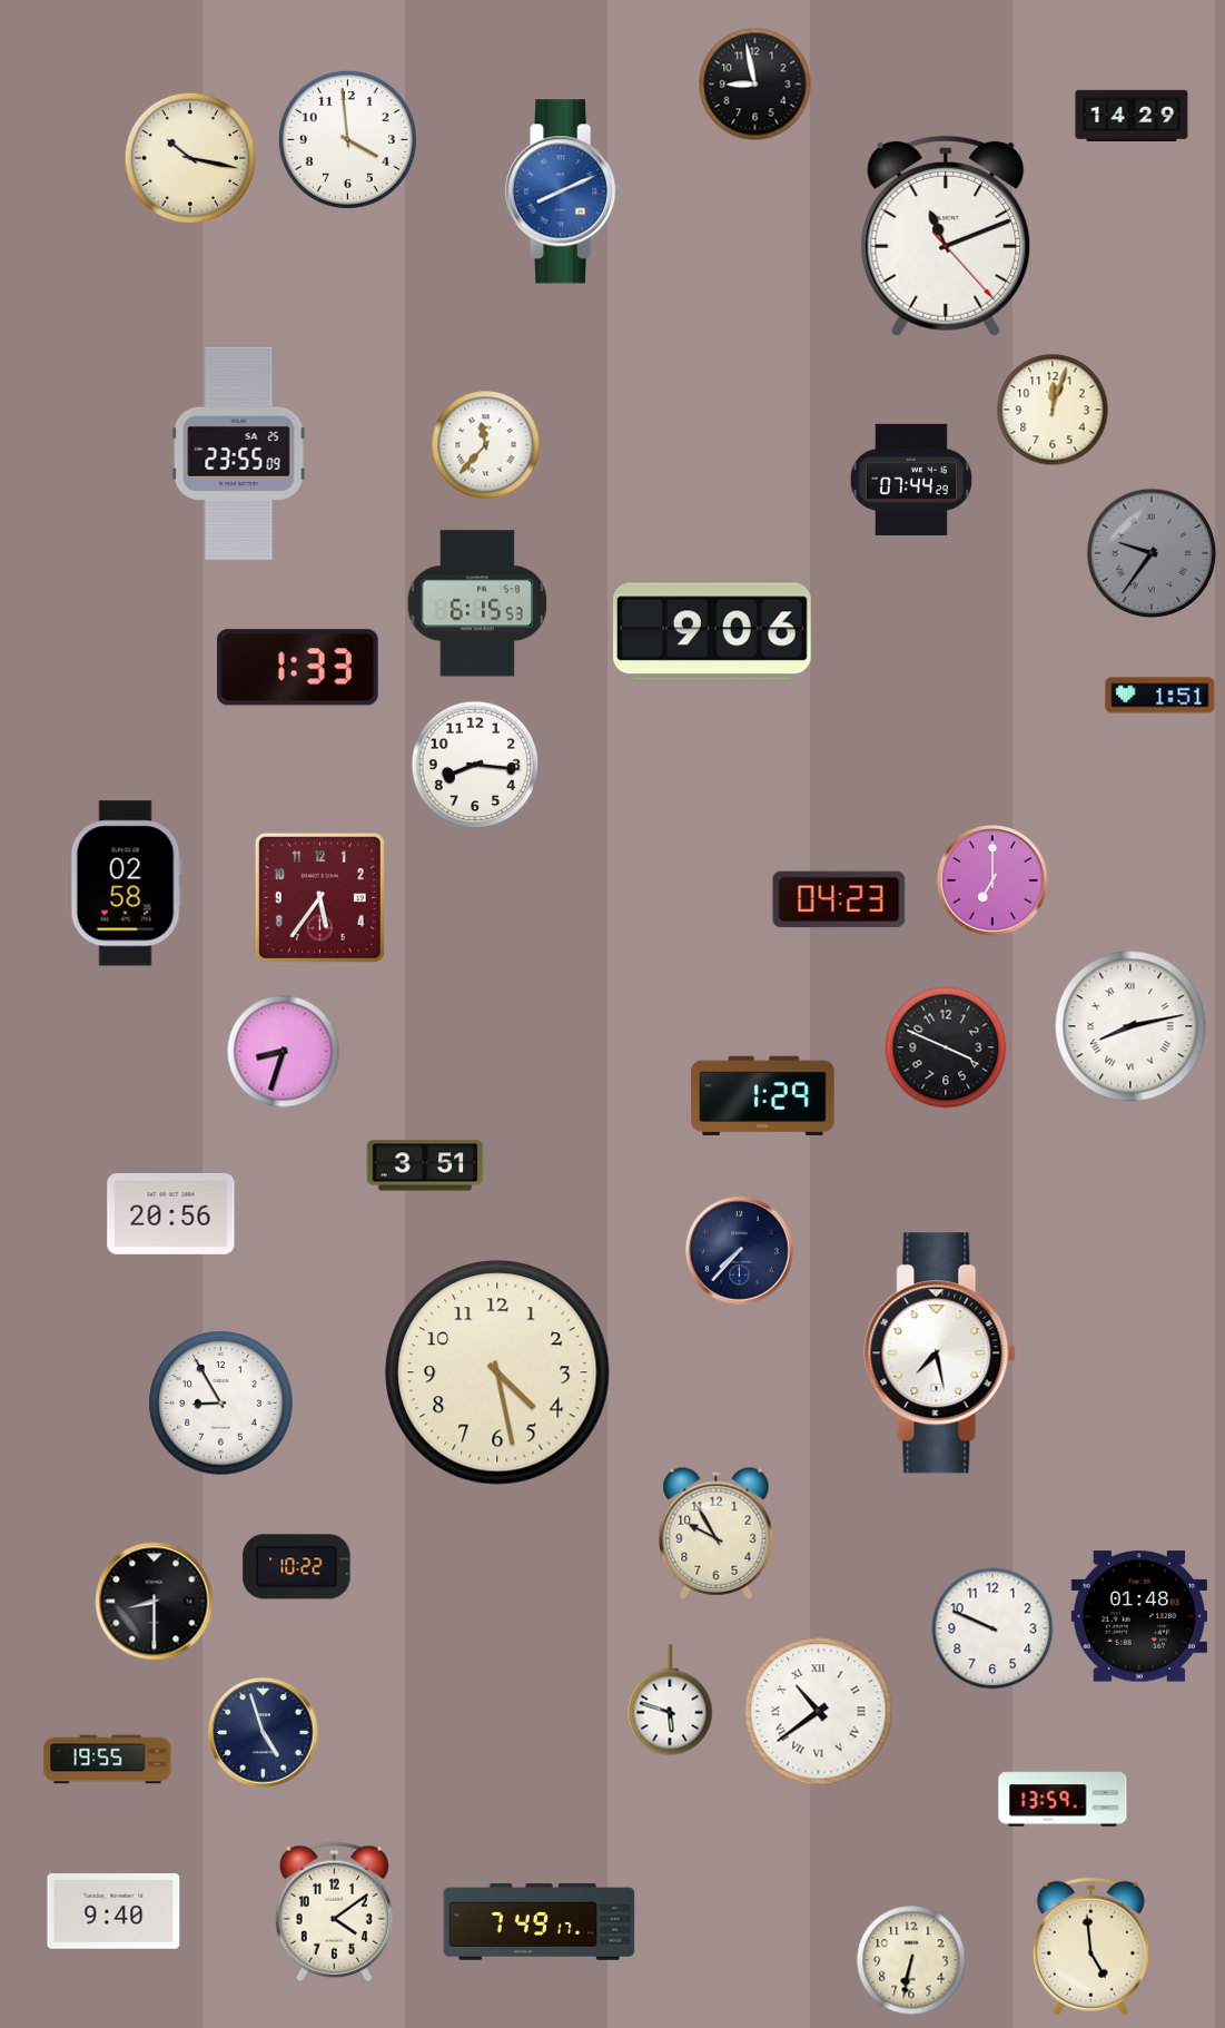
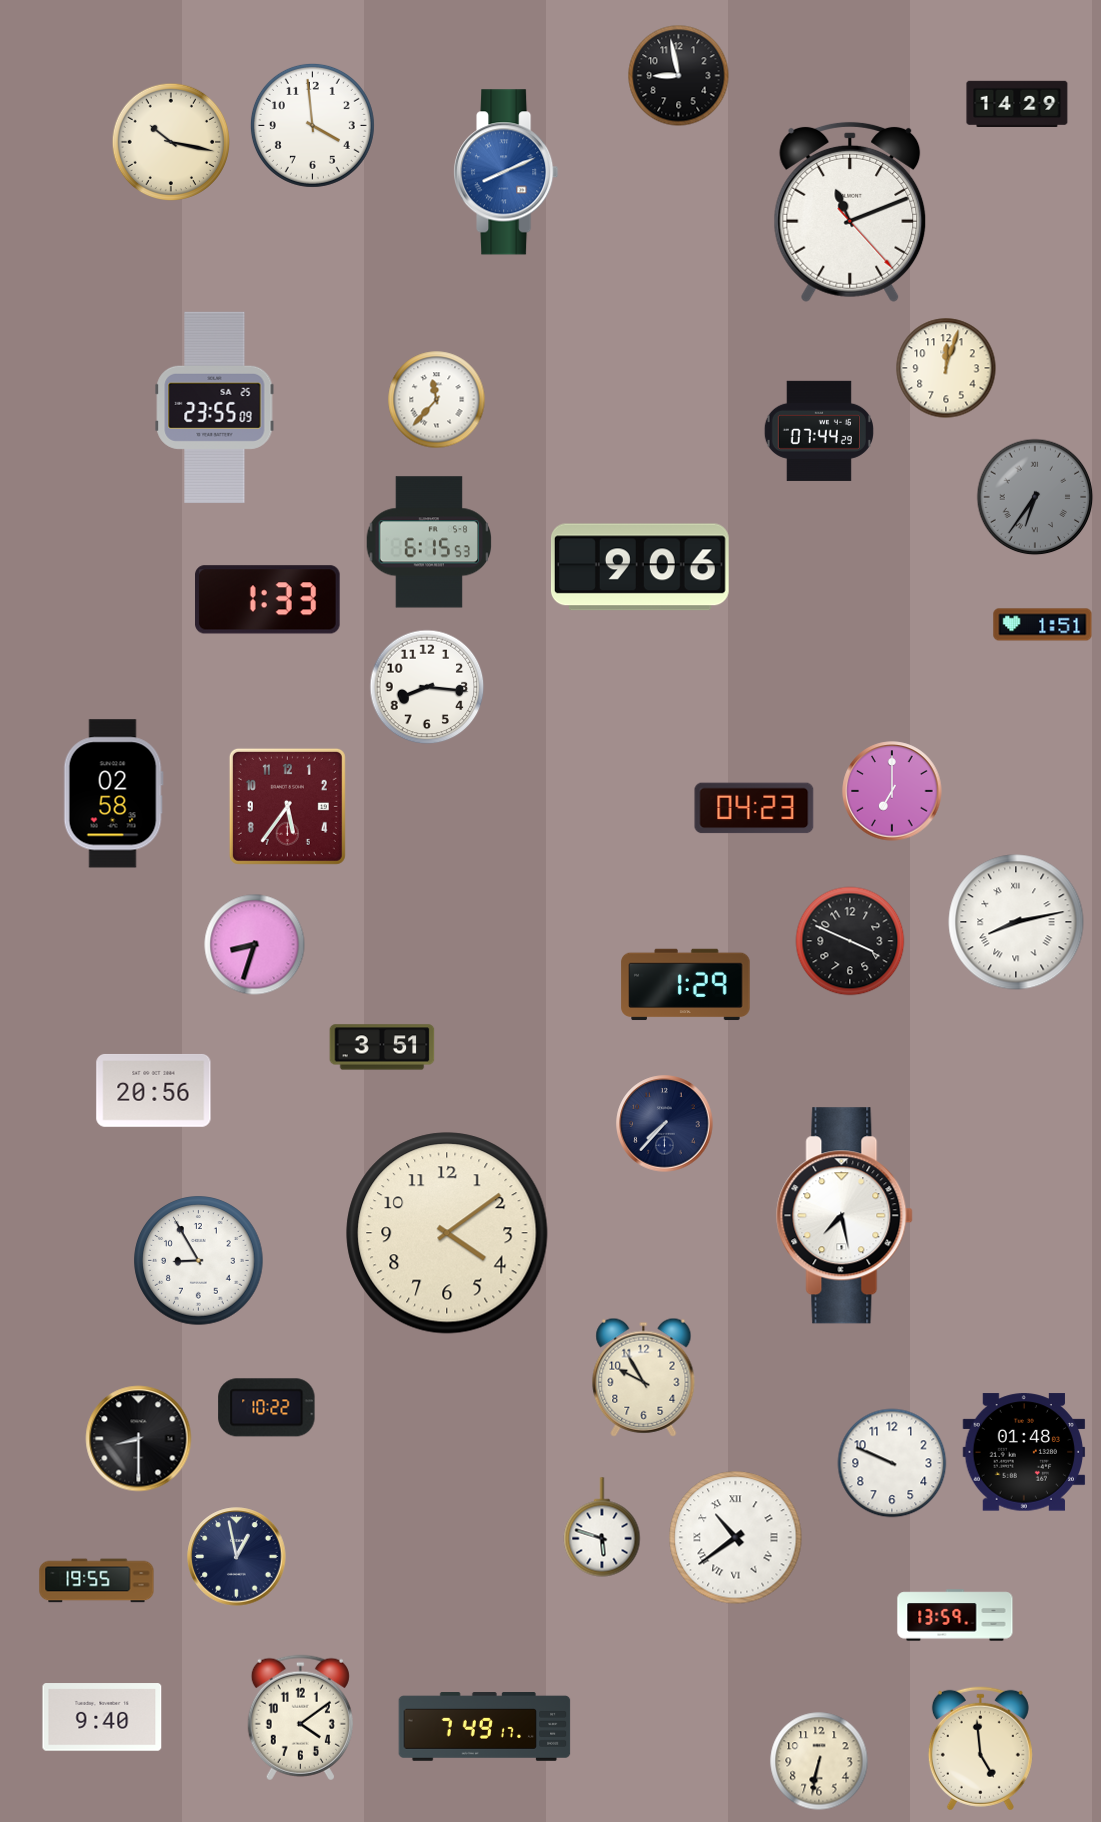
clock at (1152, 553): 9:36 -> 6:36
clock at (497, 1372): 4:28 -> 4:09
clock at (264, 1733): 4:57 -> 12:58
